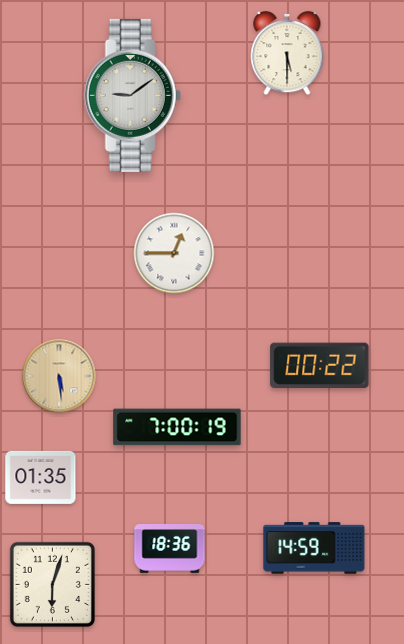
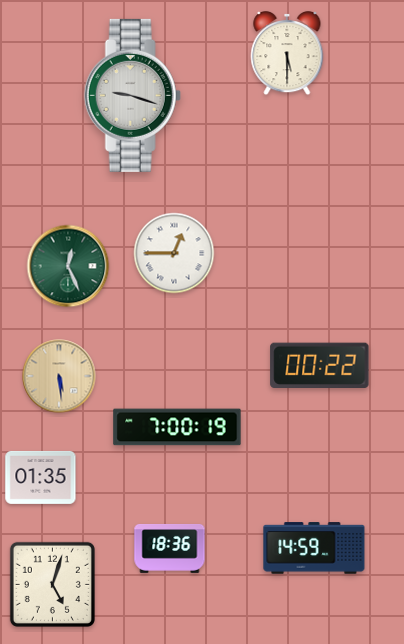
clock at (132, 95): 9:09 -> 9:18
clock at (68, 266): none -> 12:26
clock at (52, 584): 6:03 -> 5:03
